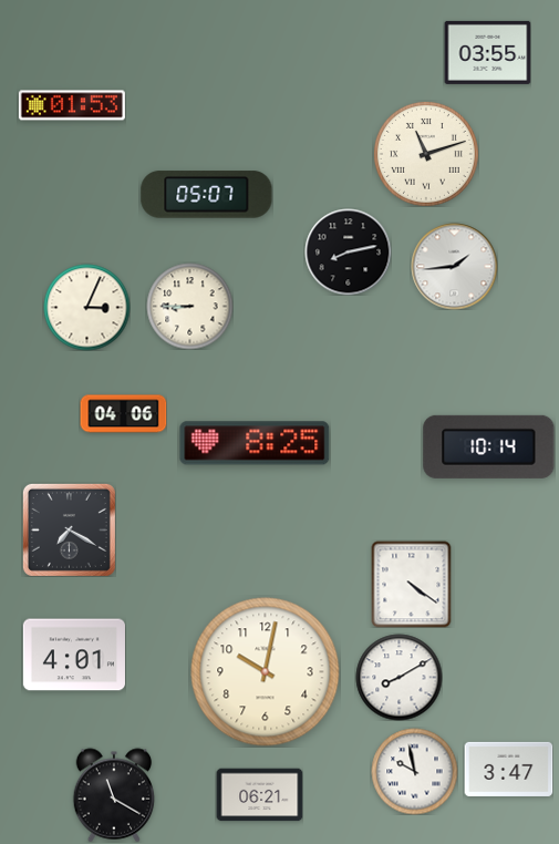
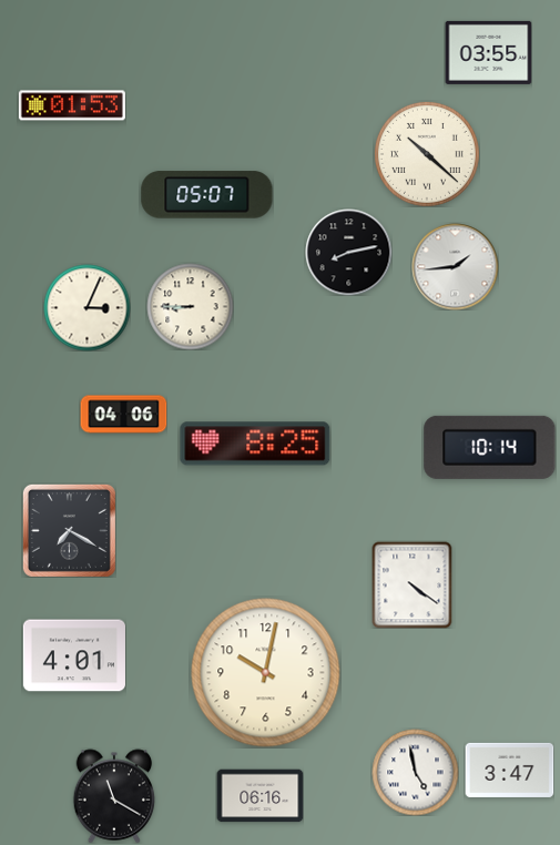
clock at (426, 154): 11:12 -> 10:22
clock at (398, 677): 8:10 -> none
clock at (414, 771): 9:58 -> 4:58
clock at (259, 795): 06:21 -> 06:16
